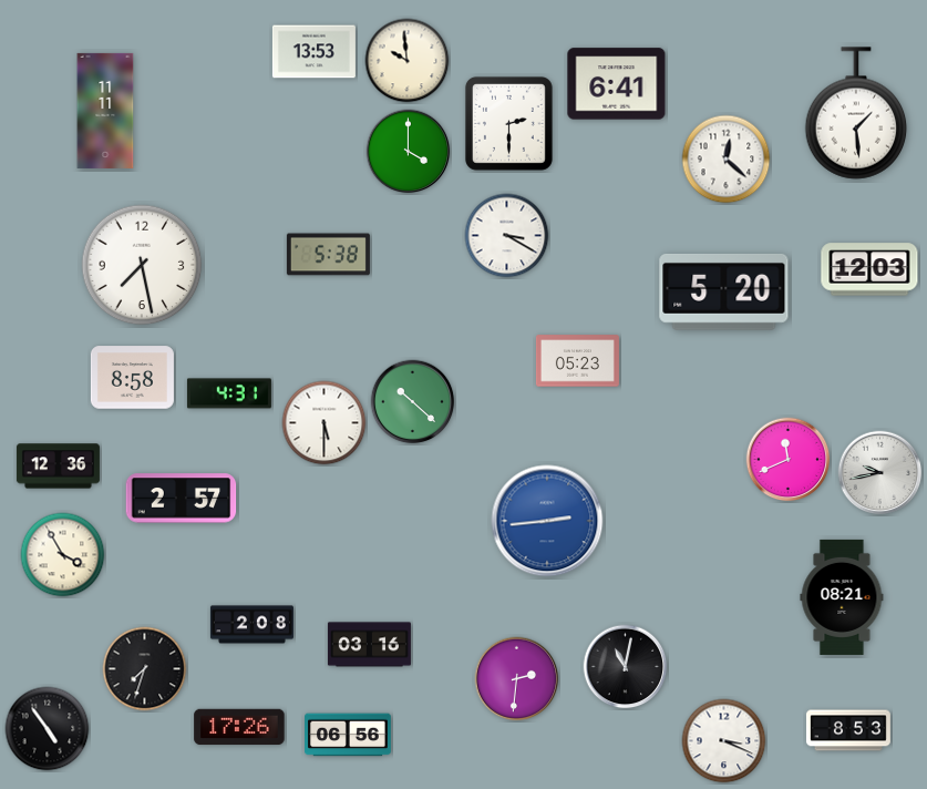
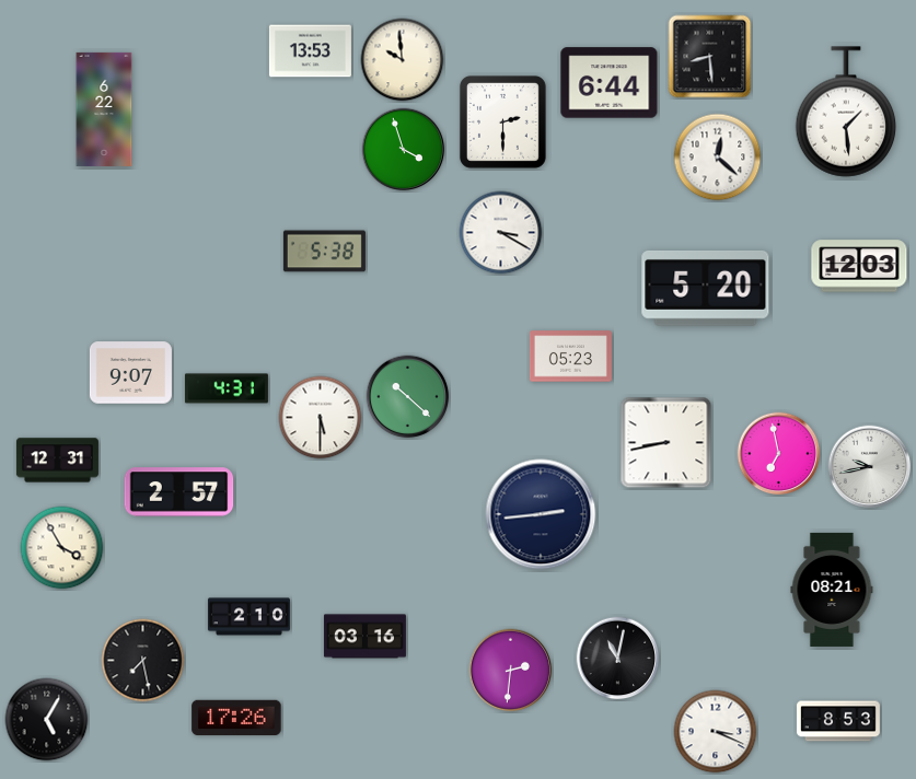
clock at (710, 57): none -> 8:29
clock at (617, 84): 6:41 -> 6:44
clock at (105, 111): 11:11 -> 6:22
clock at (409, 152): 4:00 -> 3:57
clock at (142, 265): 7:28 -> none
clock at (724, 291) position: (724, 291) -> (706, 288)
clock at (132, 378): 8:58 -> 9:07
clock at (666, 443): none -> 8:43
clock at (789, 460): 11:41 -> 6:58
clock at (58, 467): 12:36 -> 12:31
clock at (547, 521) dial: blue -> navy
clock at (251, 625): 2:08 -> 2:10
clock at (145, 669): 7:33 -> 7:28
clock at (48, 729): 4:54 -> 5:05
clock at (348, 735): 06:56 -> none
